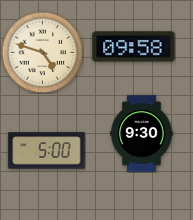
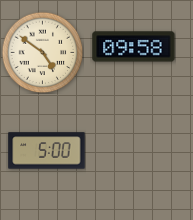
clock at (42, 52): 4:48 -> 4:51
clock at (142, 134): 9:30 -> none
